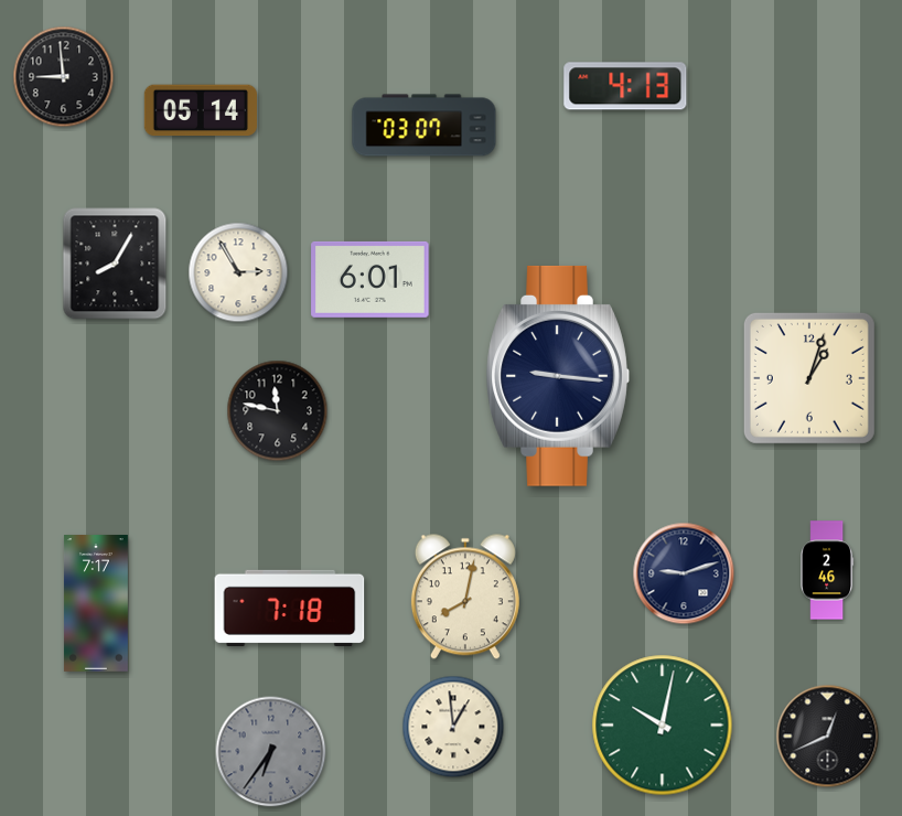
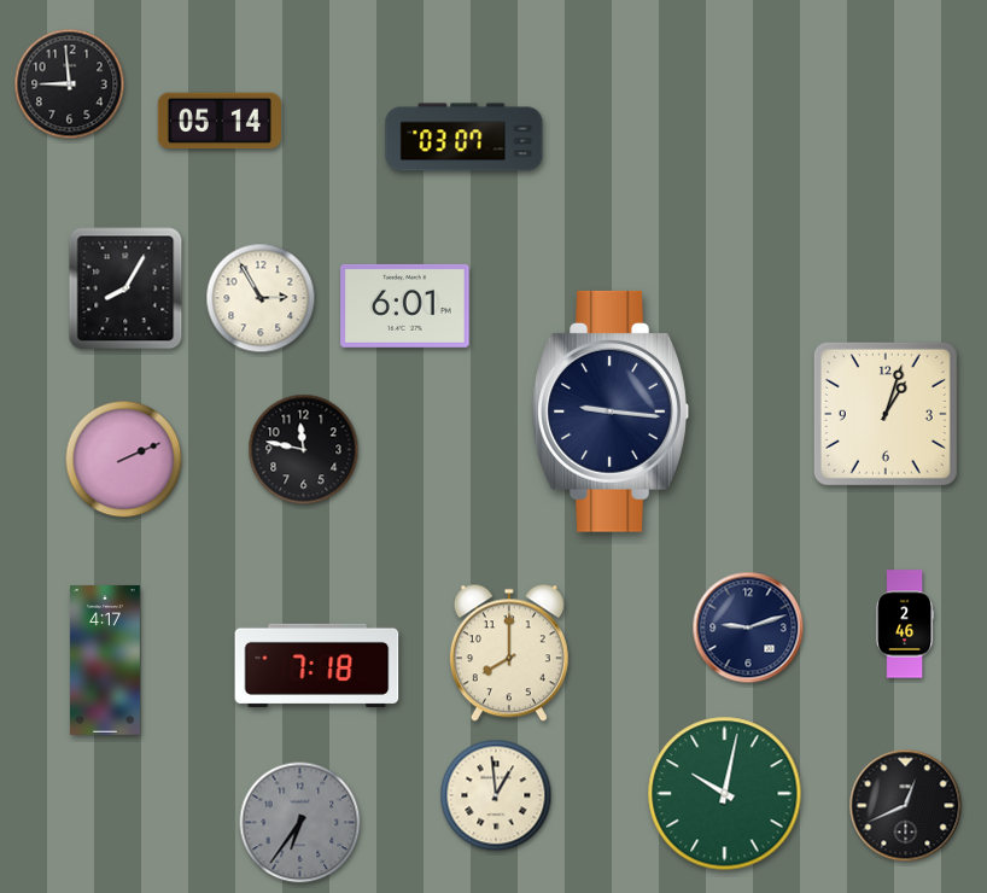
clock at (625, 86): 4:13 -> none
clock at (124, 460): none -> 2:11
clock at (465, 597): 8:02 -> 8:00
clock at (96, 604): 7:17 -> 4:17
clock at (271, 752) position: (271, 752) -> (300, 823)
